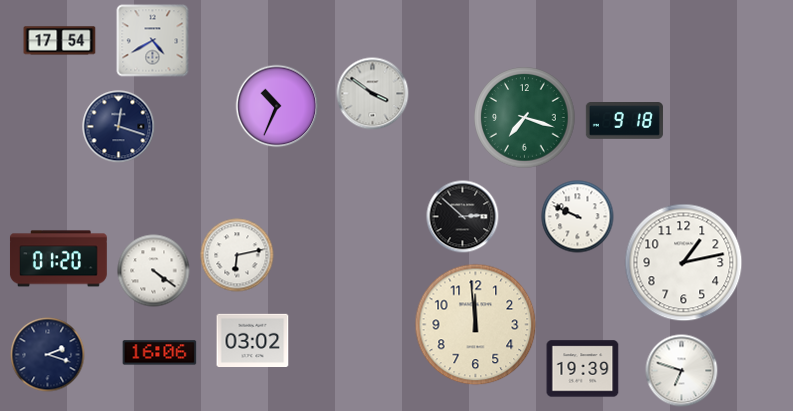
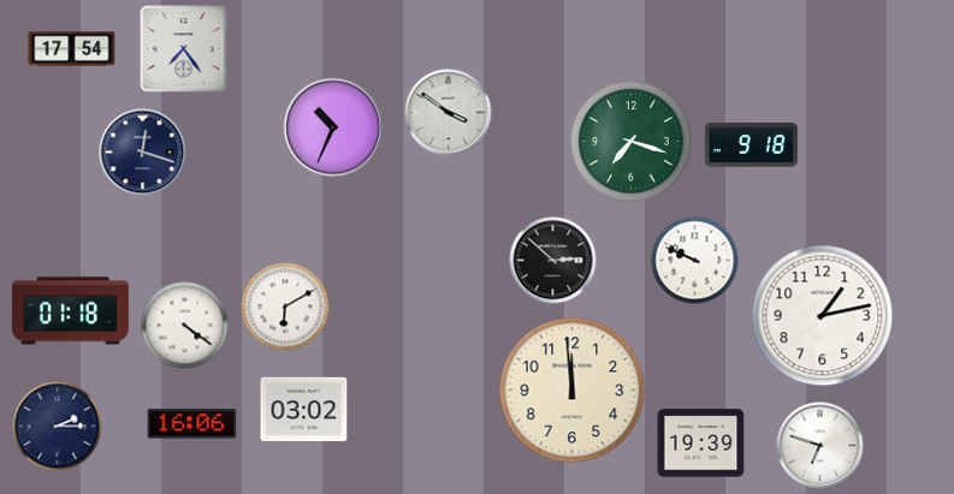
clock at (153, 41): 4:40 -> 7:24
clock at (463, 217) position: (463, 217) -> (553, 261)
clock at (237, 255): 6:13 -> 6:10
clock at (58, 259): 01:20 -> 01:18
clock at (48, 355): 2:18 -> 2:15
